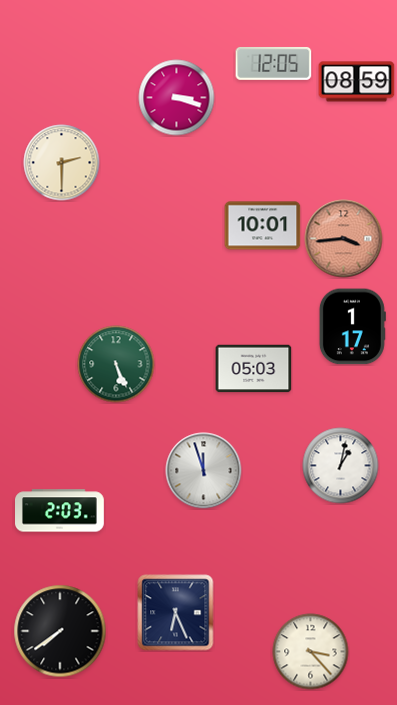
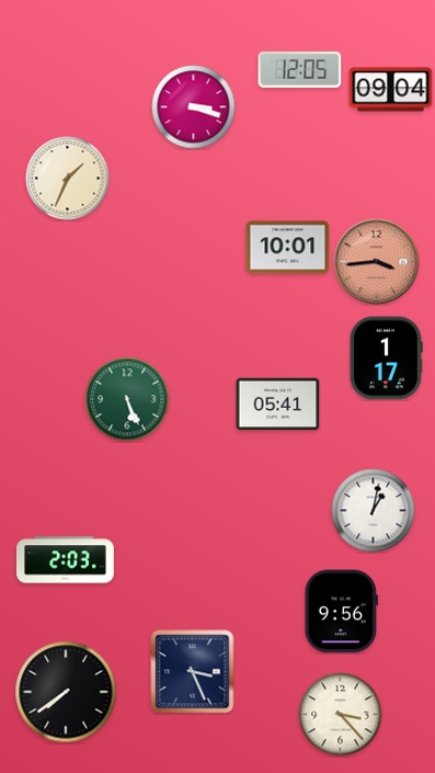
clock at (357, 82): 08:59 -> 09:04
clock at (62, 163): 2:30 -> 1:34
clock at (254, 369): 05:03 -> 05:41
clock at (204, 471): 11:57 -> none
clock at (341, 612): none -> 9:56
clock at (176, 613): 6:26 -> 3:26
